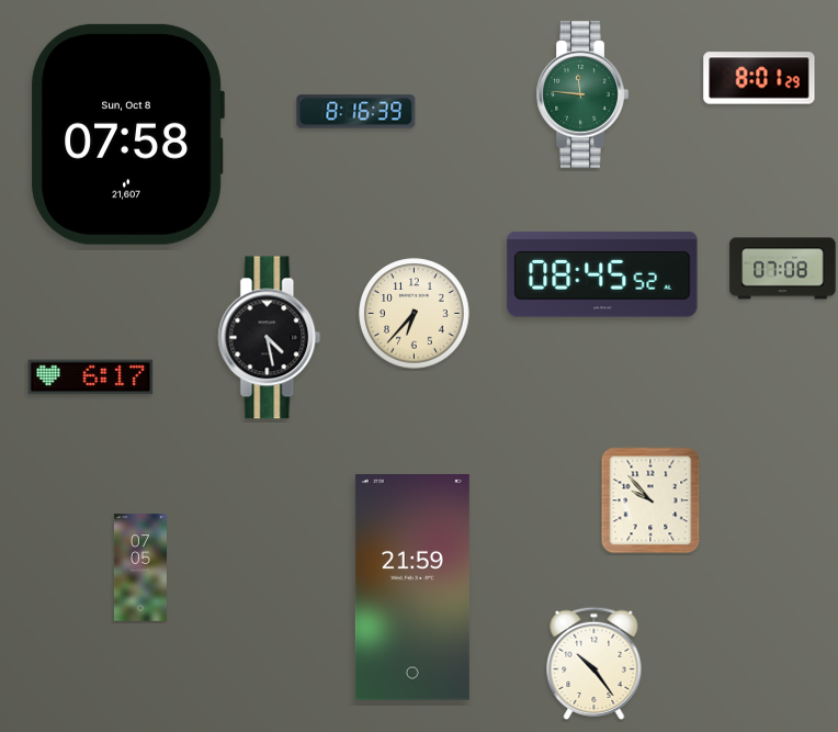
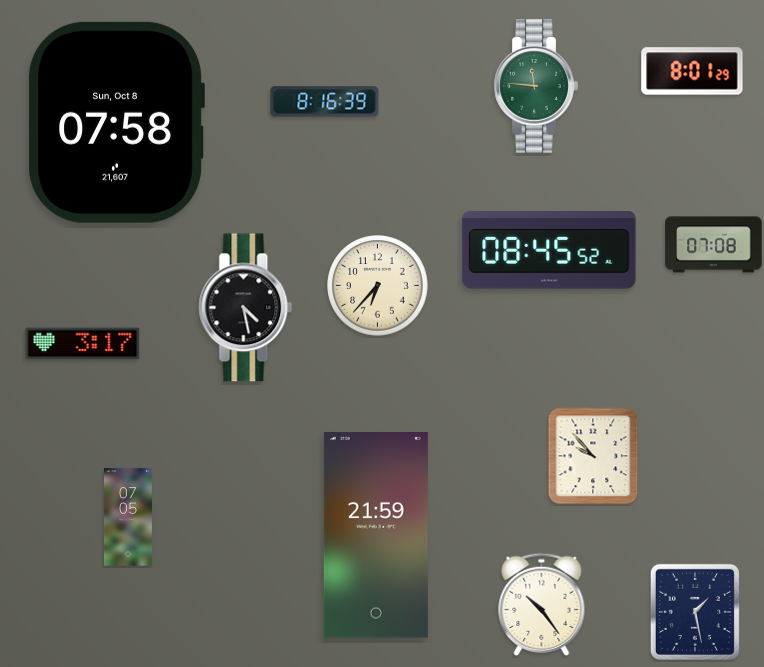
clock at (582, 94) position: (582, 94) -> (536, 86)
clock at (91, 378): 6:17 -> 3:17
clock at (695, 612): none -> 1:28
